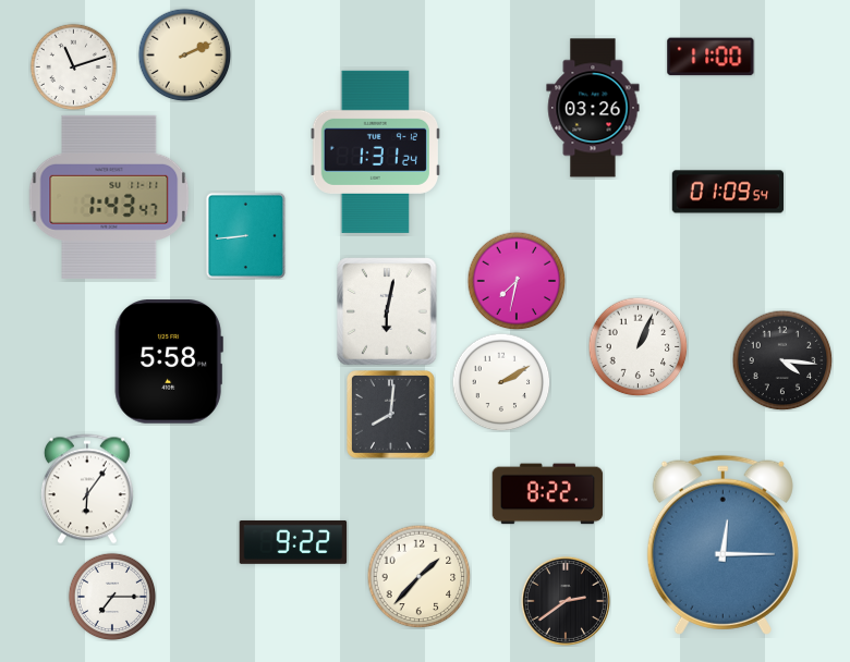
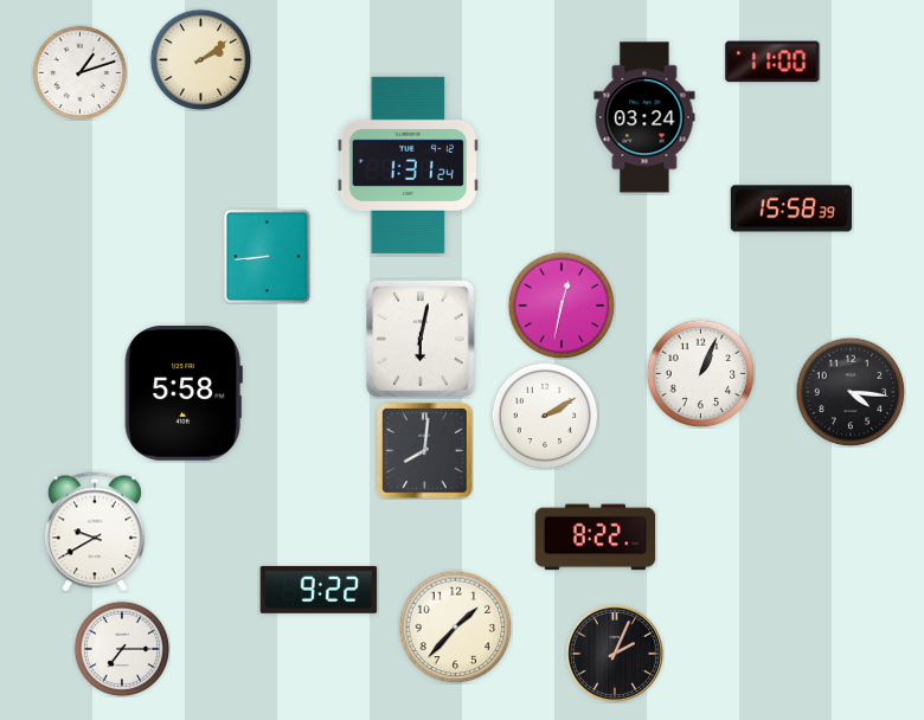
clock at (184, 54): 2:11 -> 2:09
clock at (73, 66): 11:12 -> 1:12
clock at (593, 108): 03:26 -> 03:24
clock at (728, 192): 01:09 -> 15:58
clock at (109, 197): 1:43 -> none
clock at (517, 281): 7:32 -> 12:32
clock at (637, 346) position: (637, 346) -> (700, 373)
clock at (87, 489): 6:06 -> 9:40
clock at (722, 544): 12:15 -> none
clock at (566, 601): 2:39 -> 2:04
